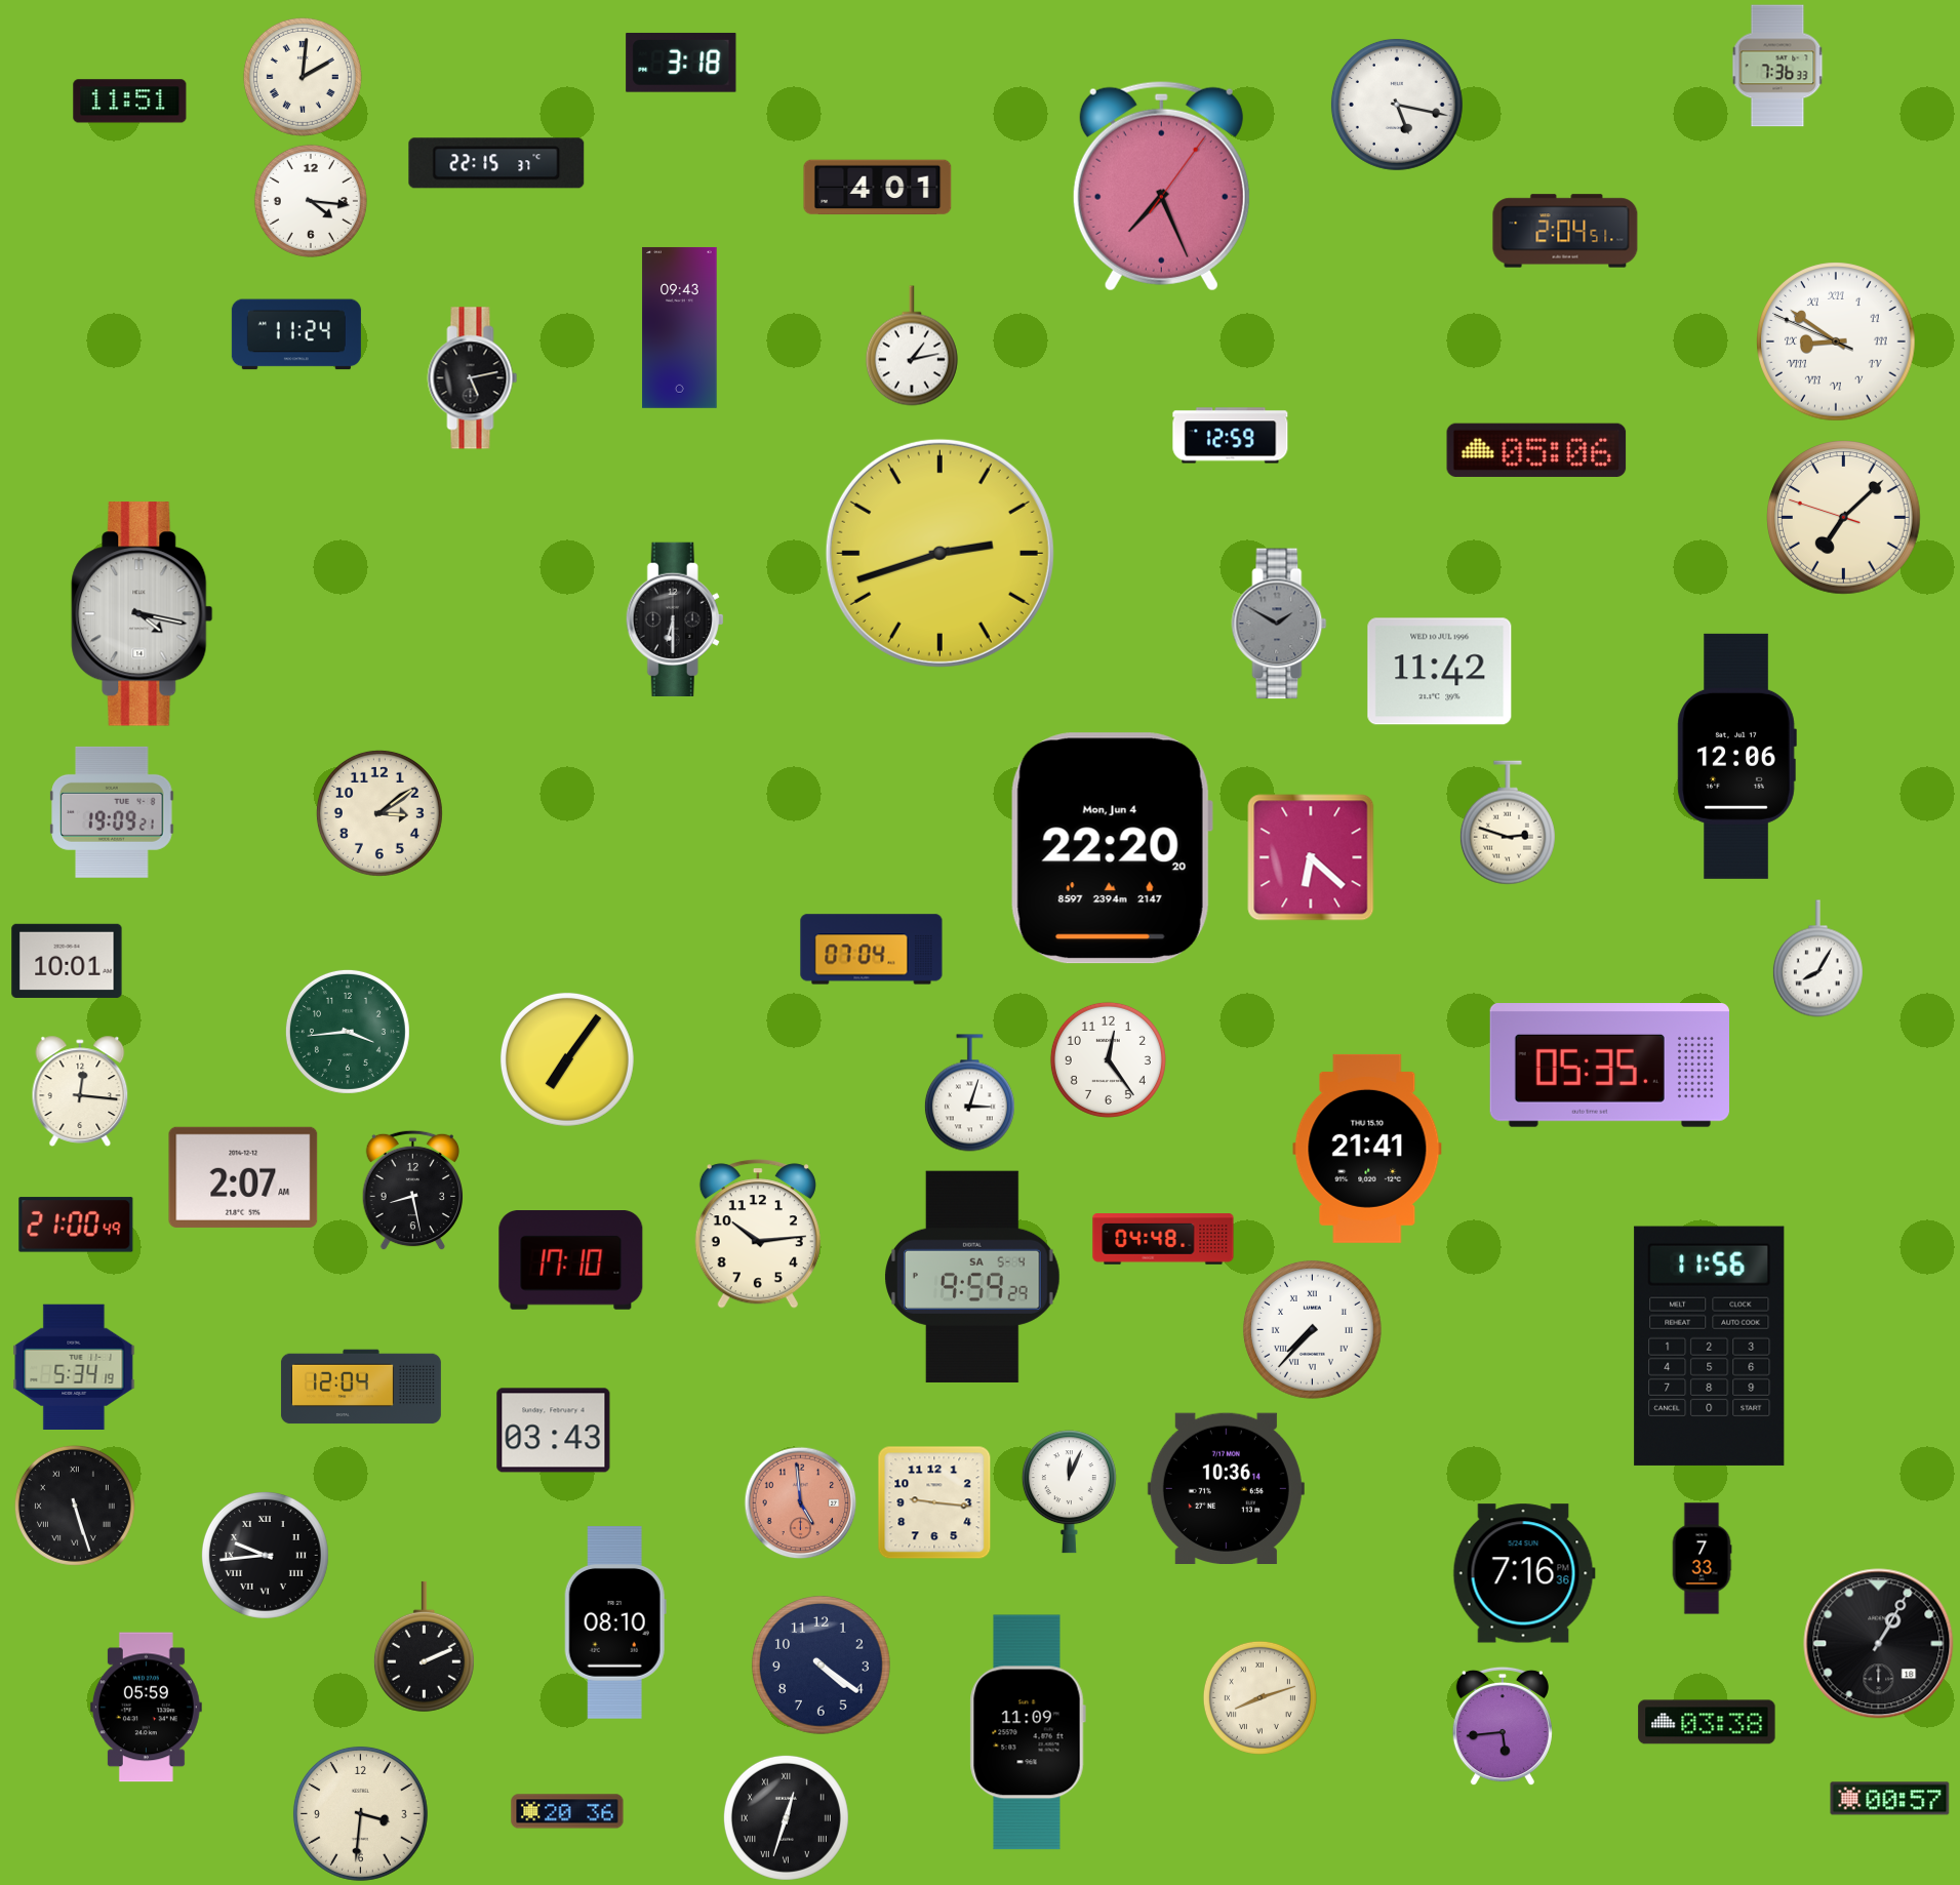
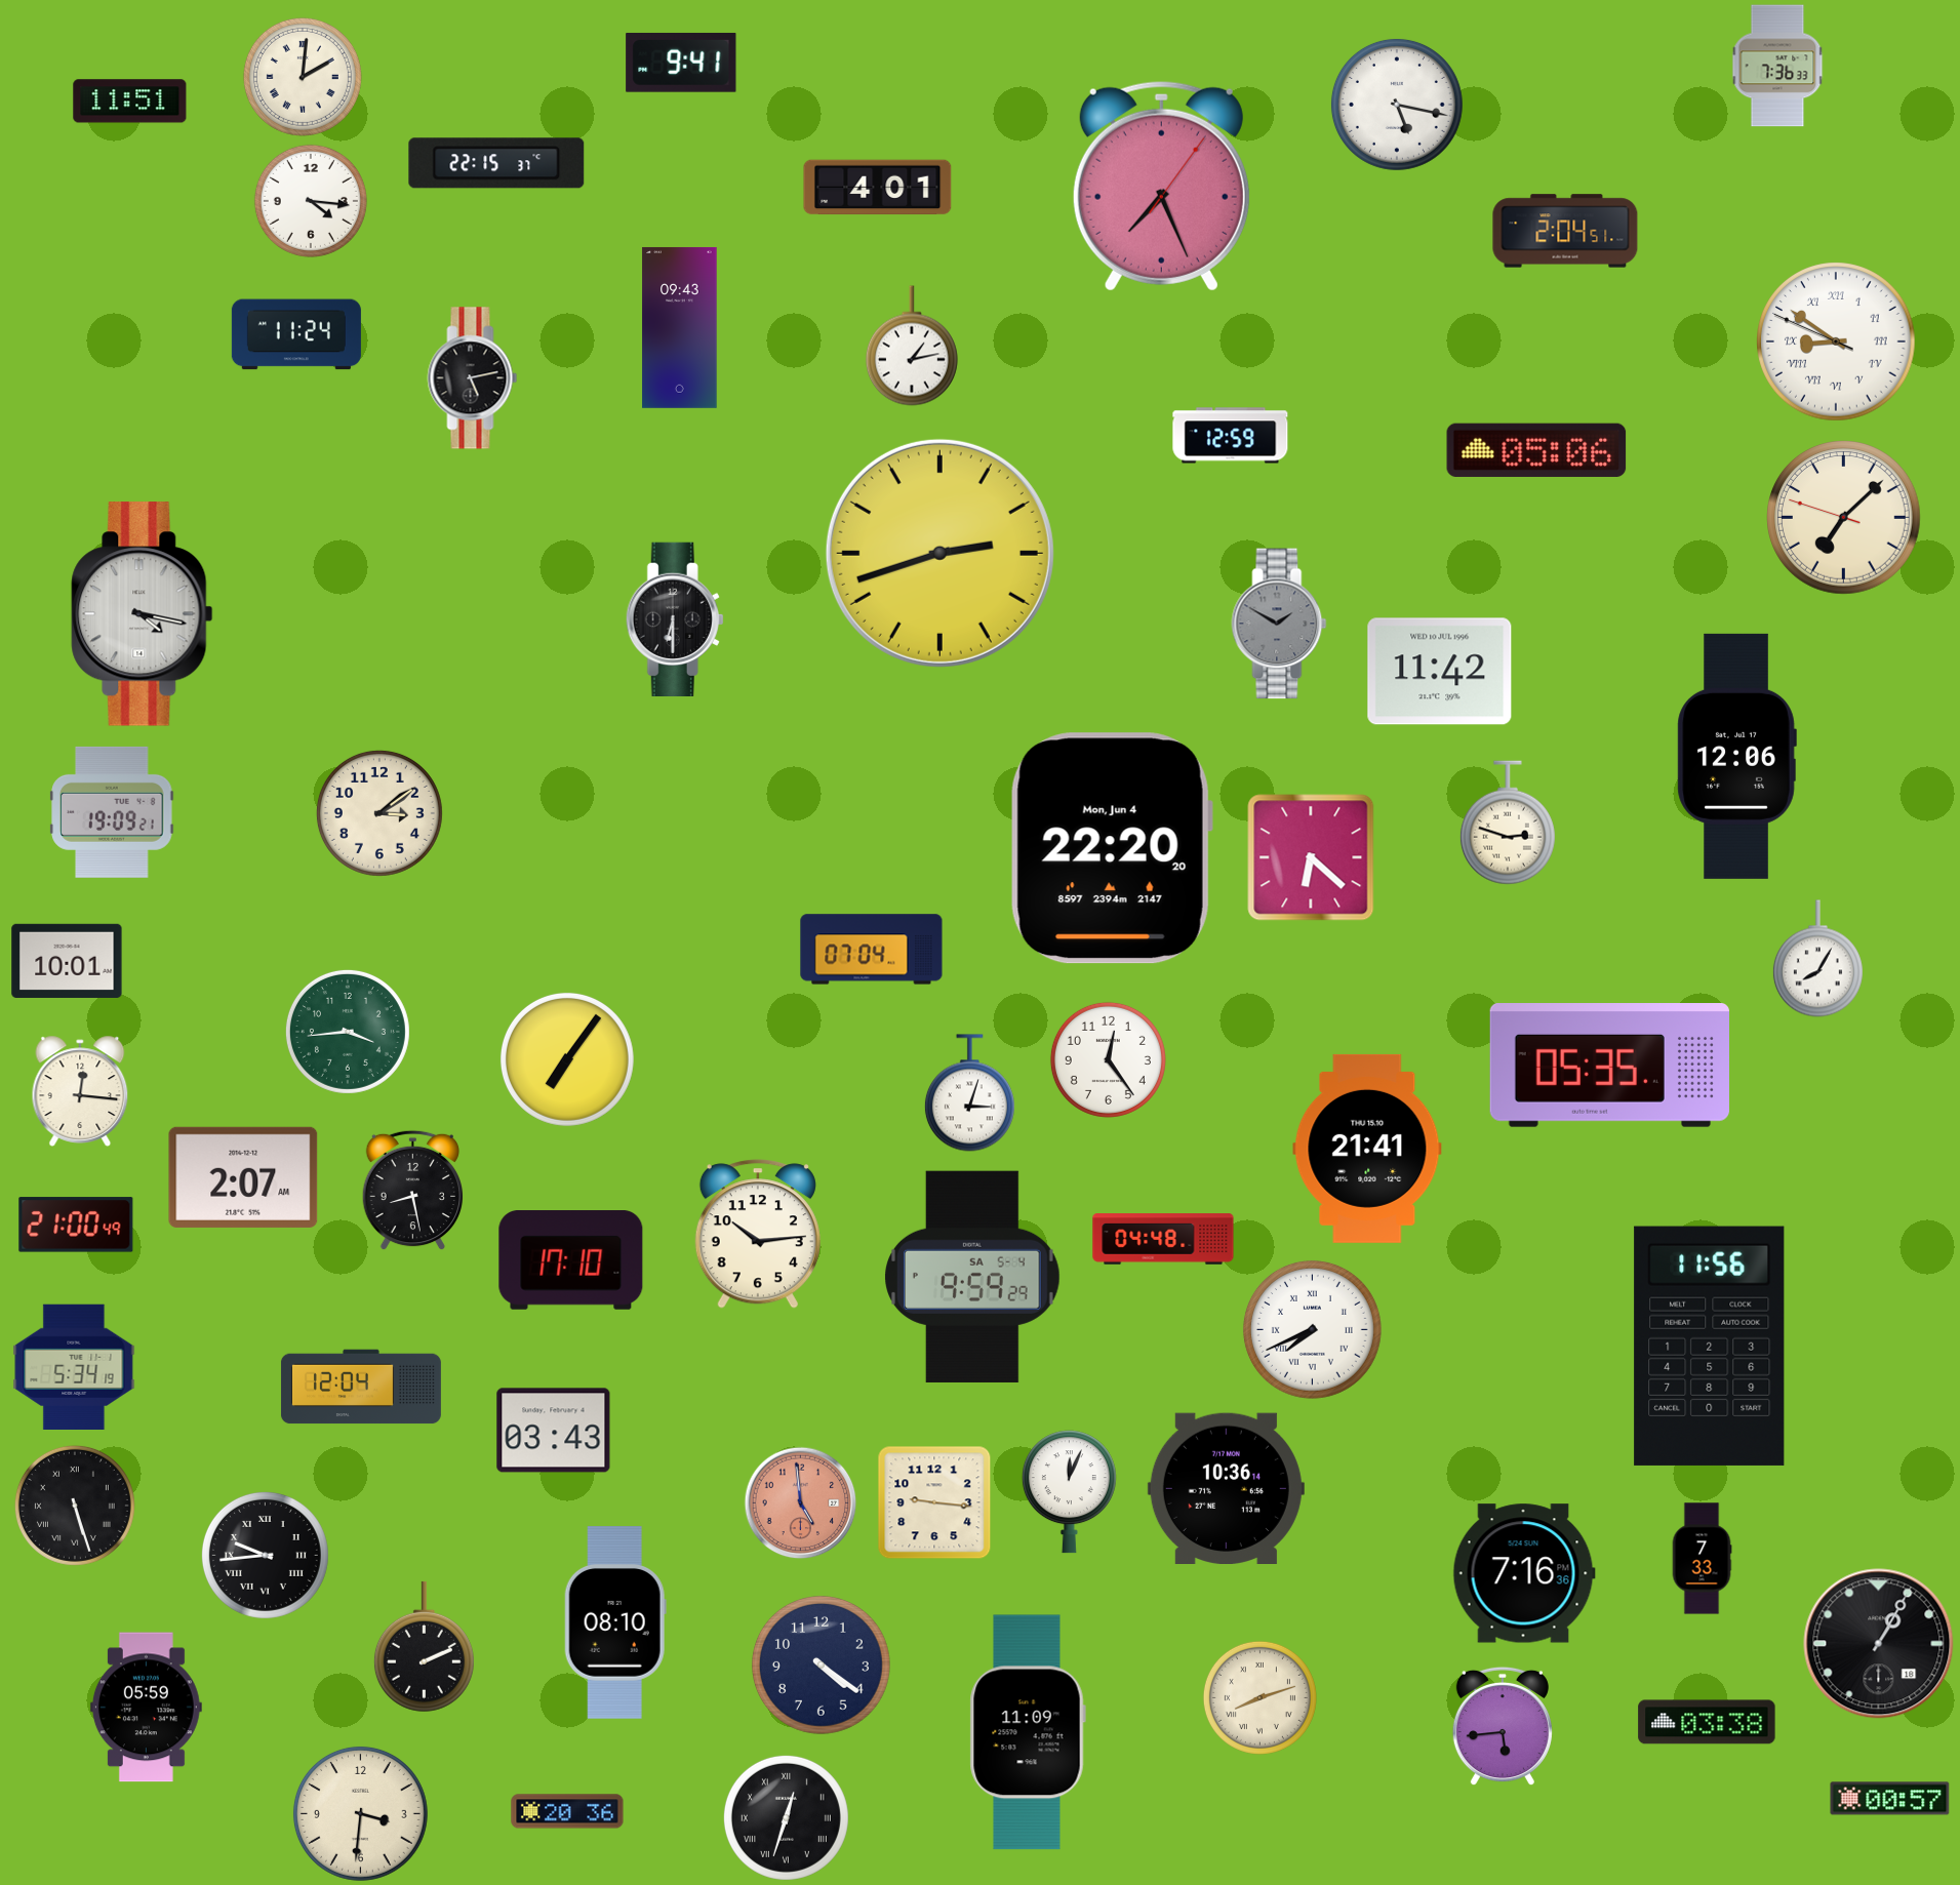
clock at (681, 63): 3:18 -> 9:41
clock at (1312, 1329): 7:37 -> 7:41
